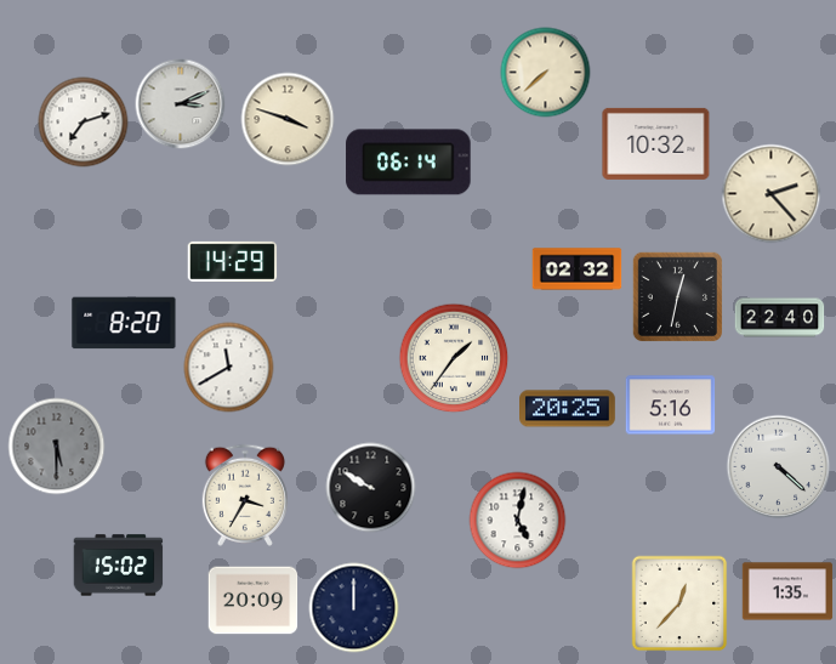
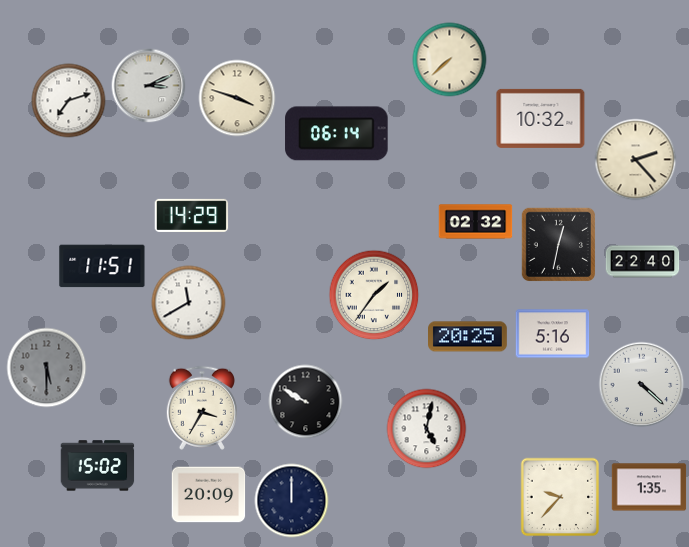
clock at (124, 323): 8:20 -> 11:51
clock at (679, 603): 12:37 -> 9:37
